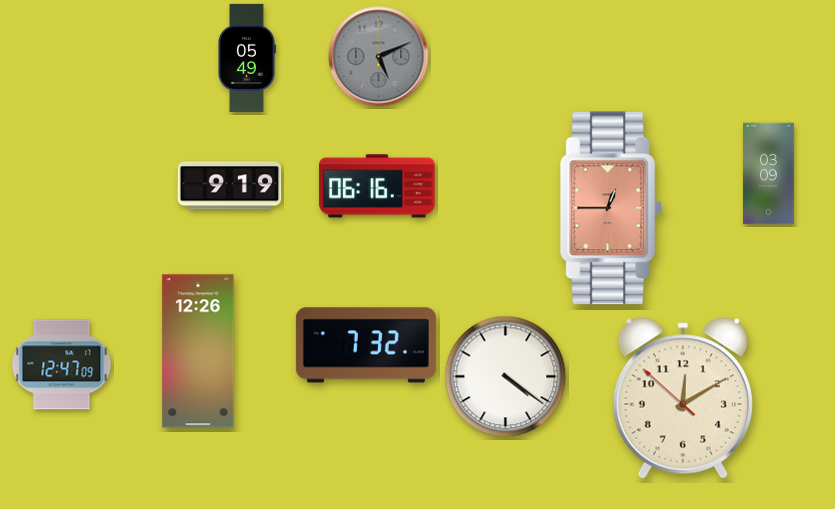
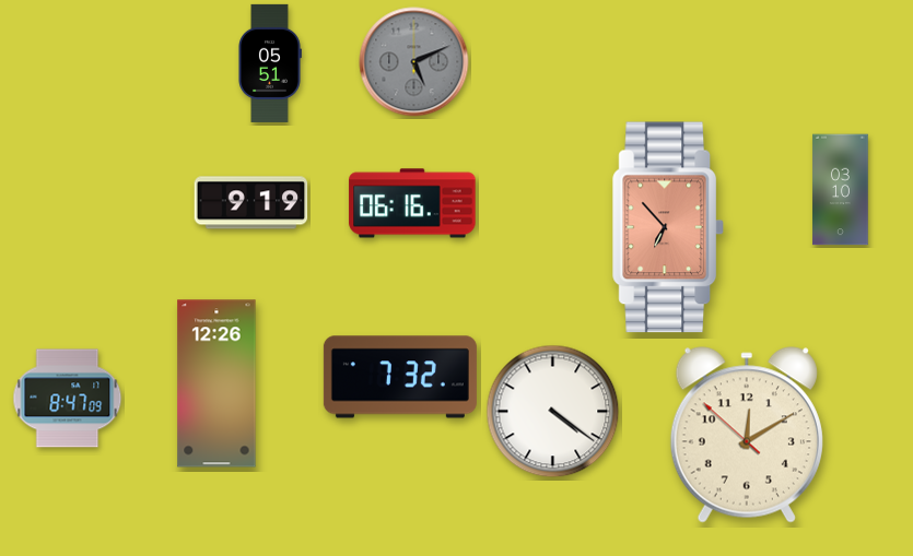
clock at (247, 58): 05:49 -> 05:51
clock at (769, 174): 03:09 -> 03:10
clock at (611, 208): 12:45 -> 6:53
clock at (62, 365): 12:47 -> 8:47
